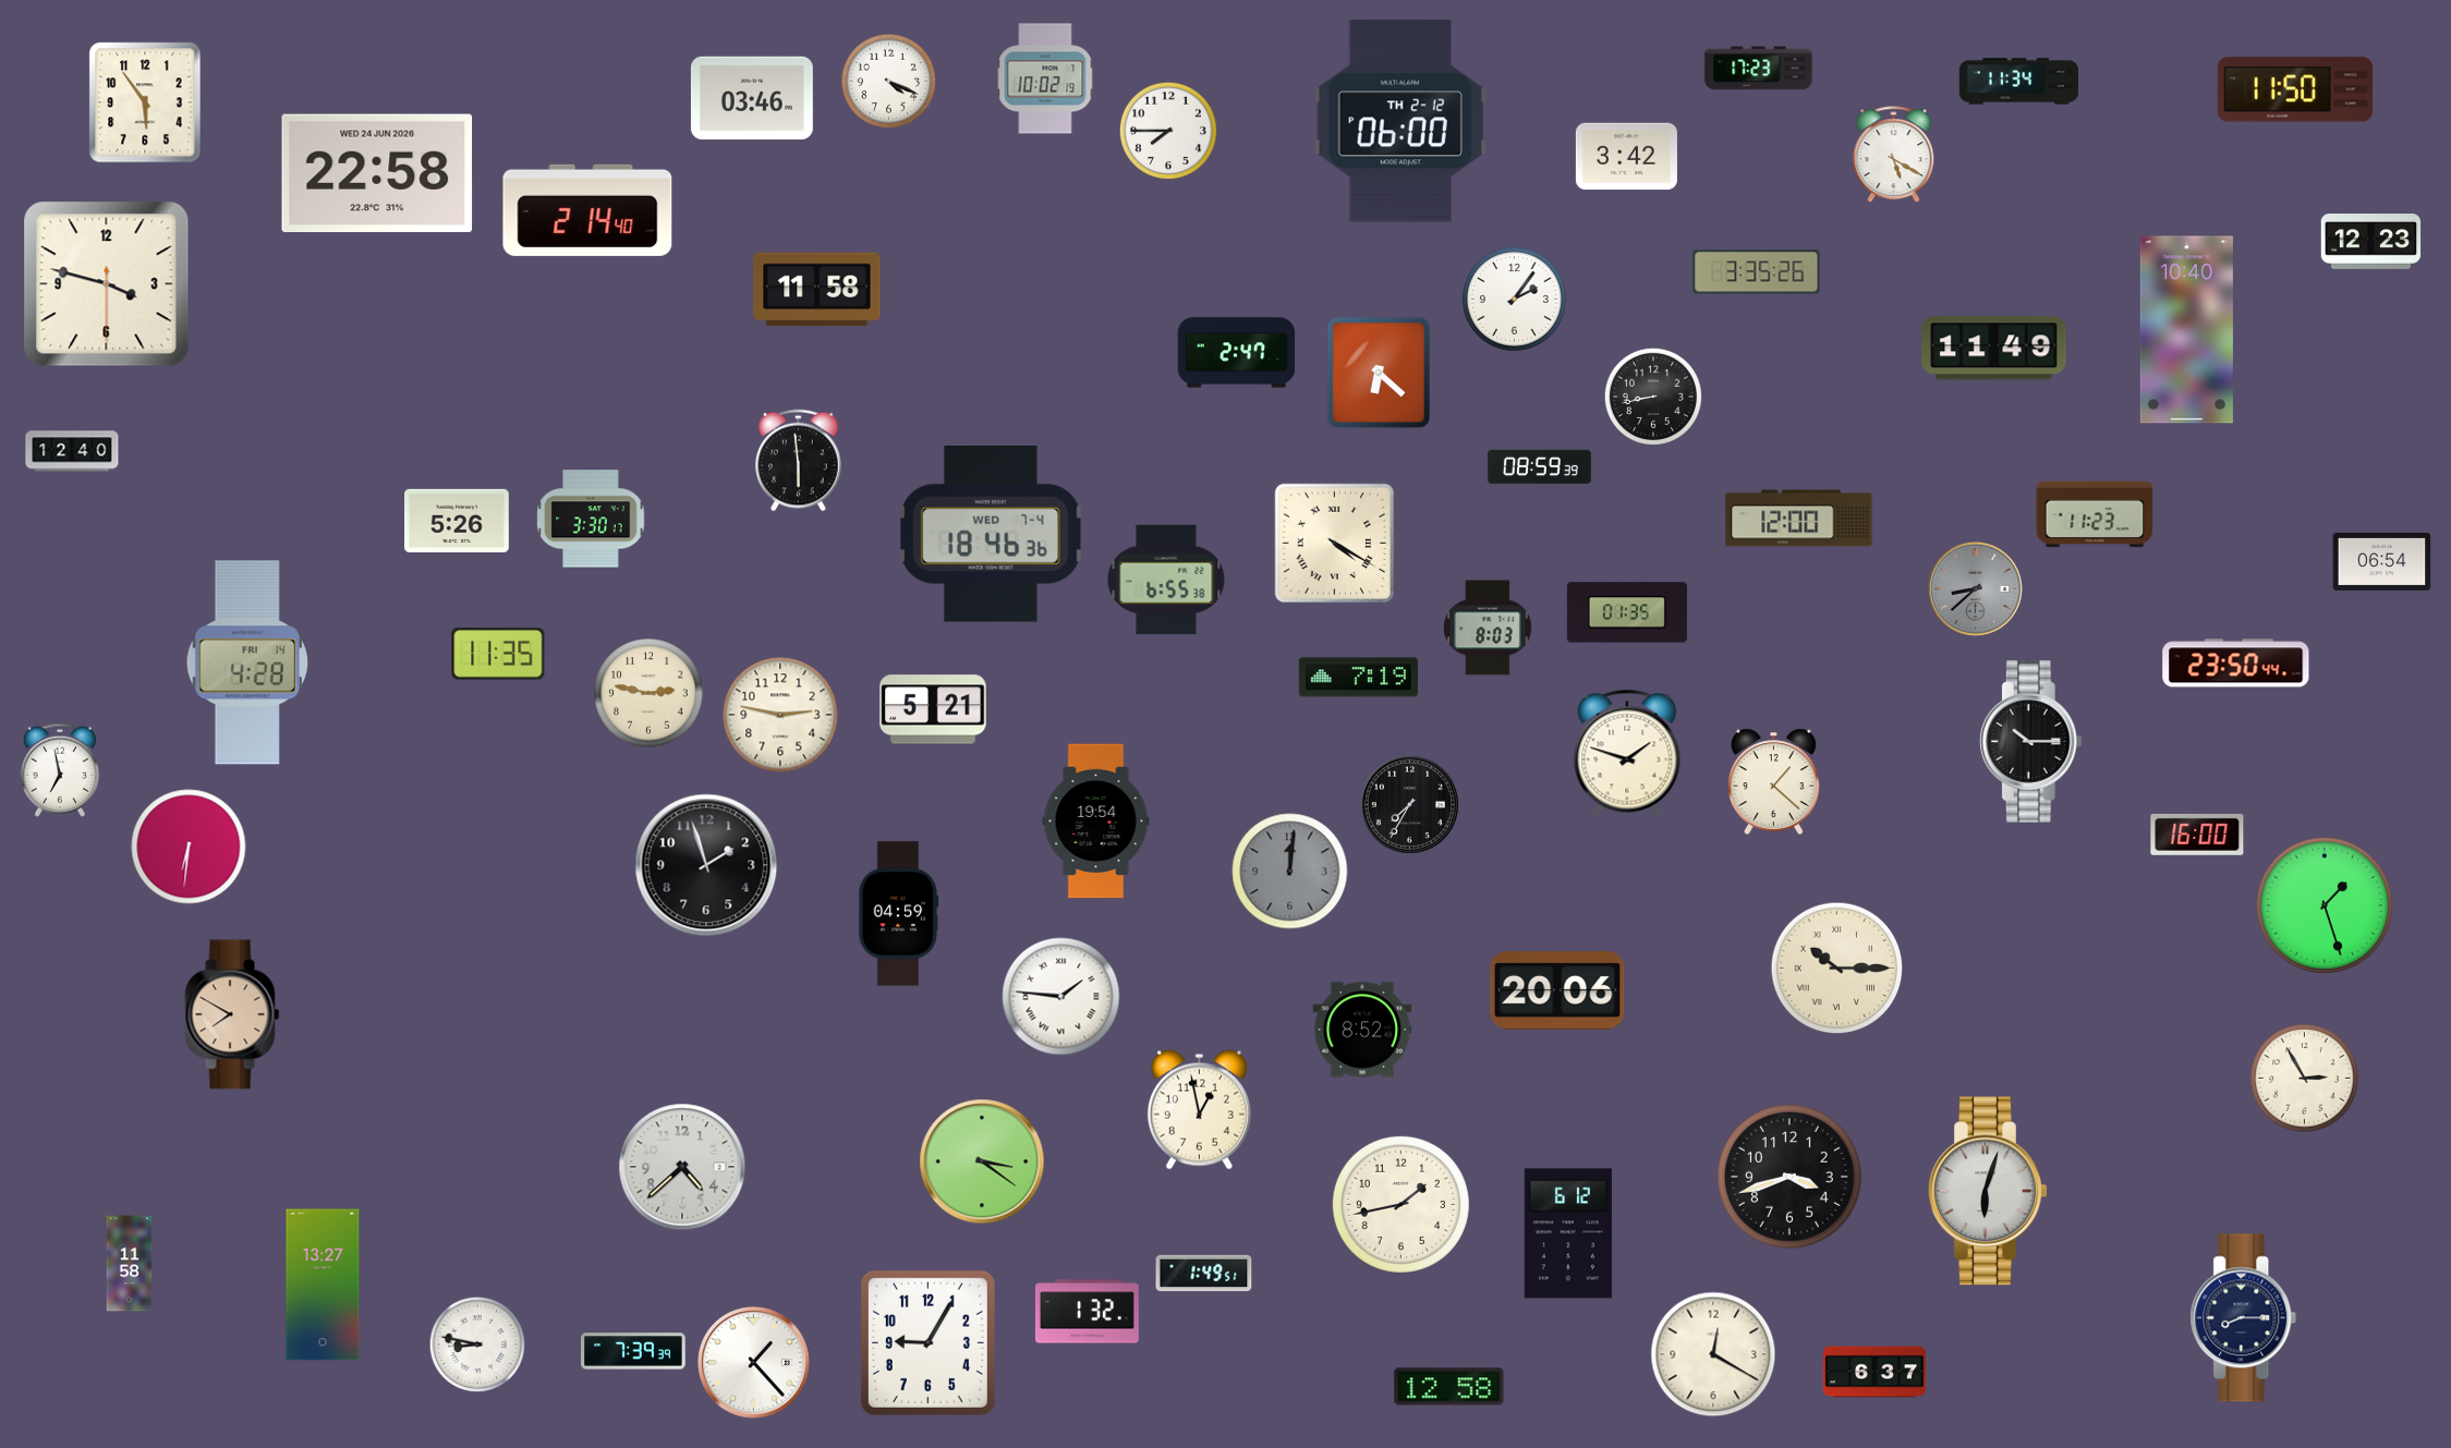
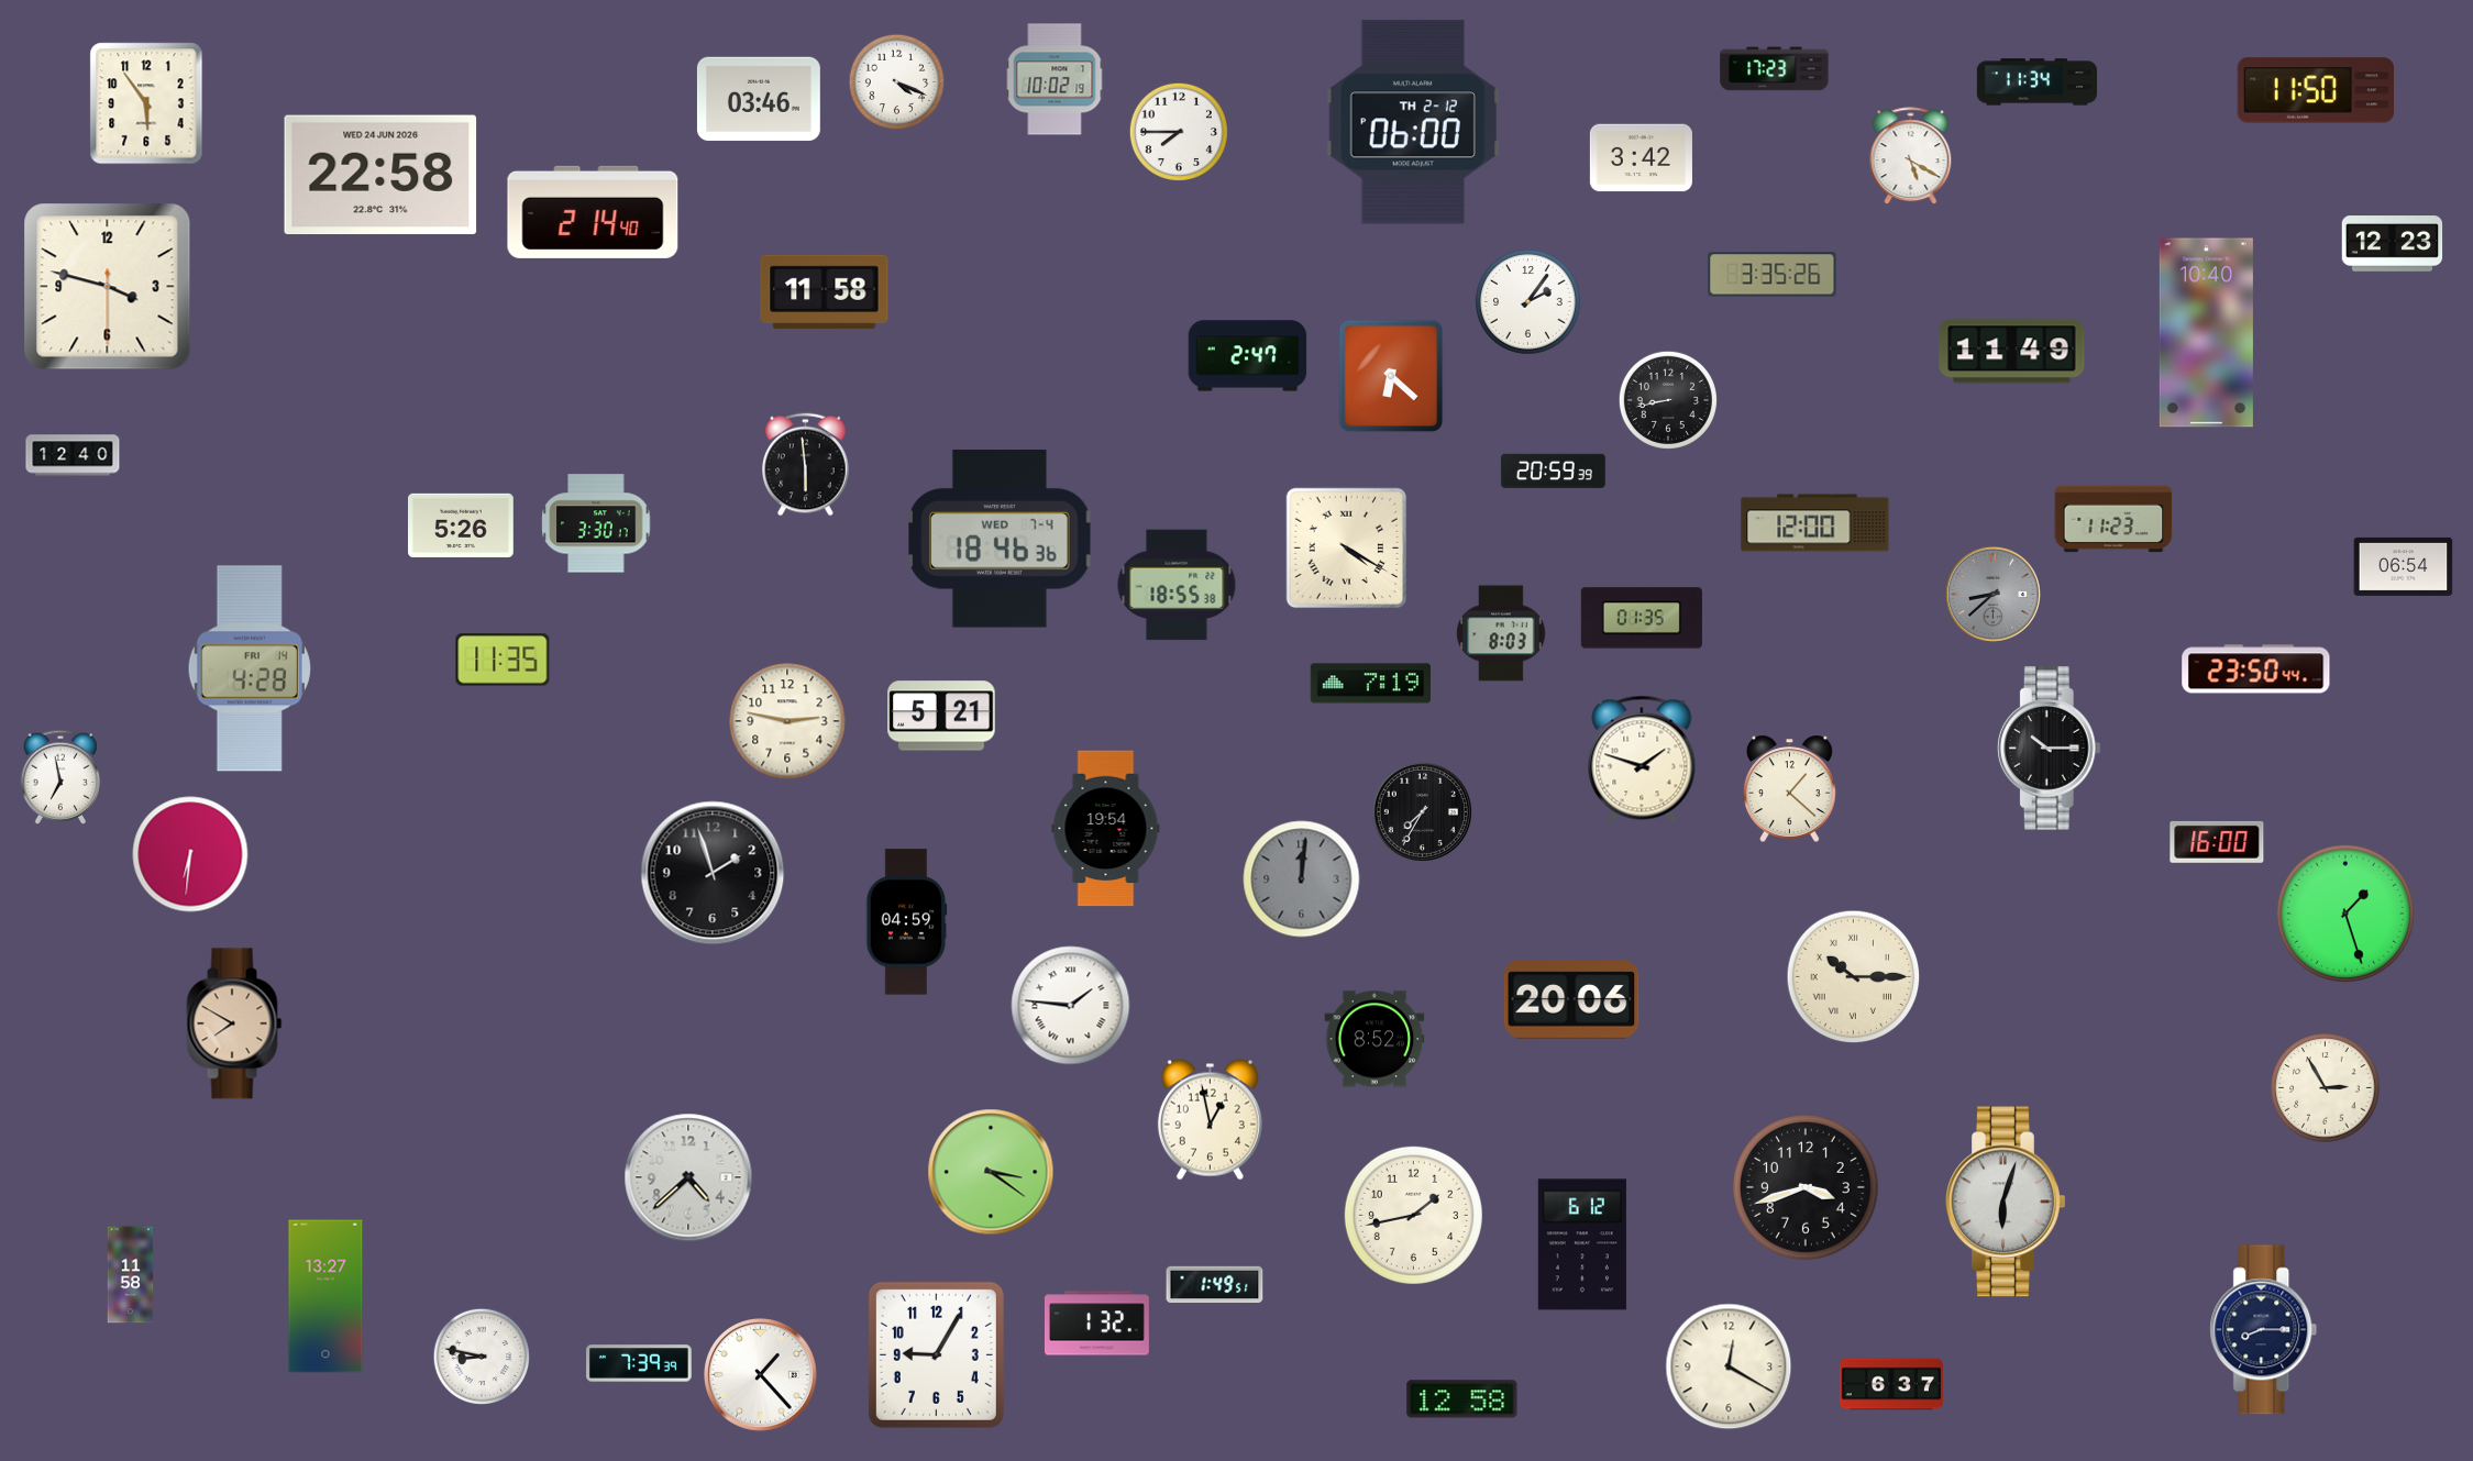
clock at (1539, 466): 08:59 -> 20:59
clock at (1166, 580): 6:55 -> 18:55
clock at (648, 693): 2:47 -> none
